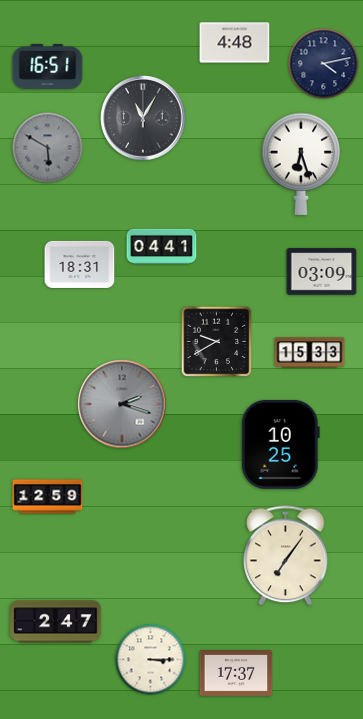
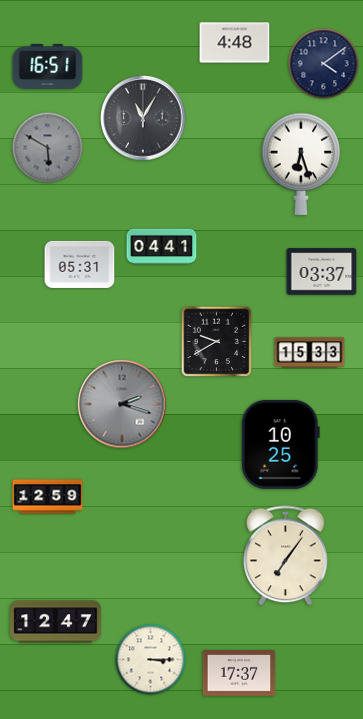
clock at (324, 64): 4:13 -> 4:09
clock at (80, 264): 18:31 -> 05:31
clock at (322, 272): 03:09 -> 03:37
clock at (56, 622): 2:47 -> 12:47
clock at (236, 674) position: (236, 674) -> (239, 674)
